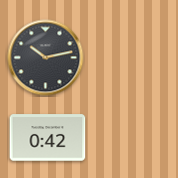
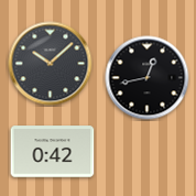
clock at (46, 58): 10:13 -> 10:08
clock at (148, 78): none -> 12:43
